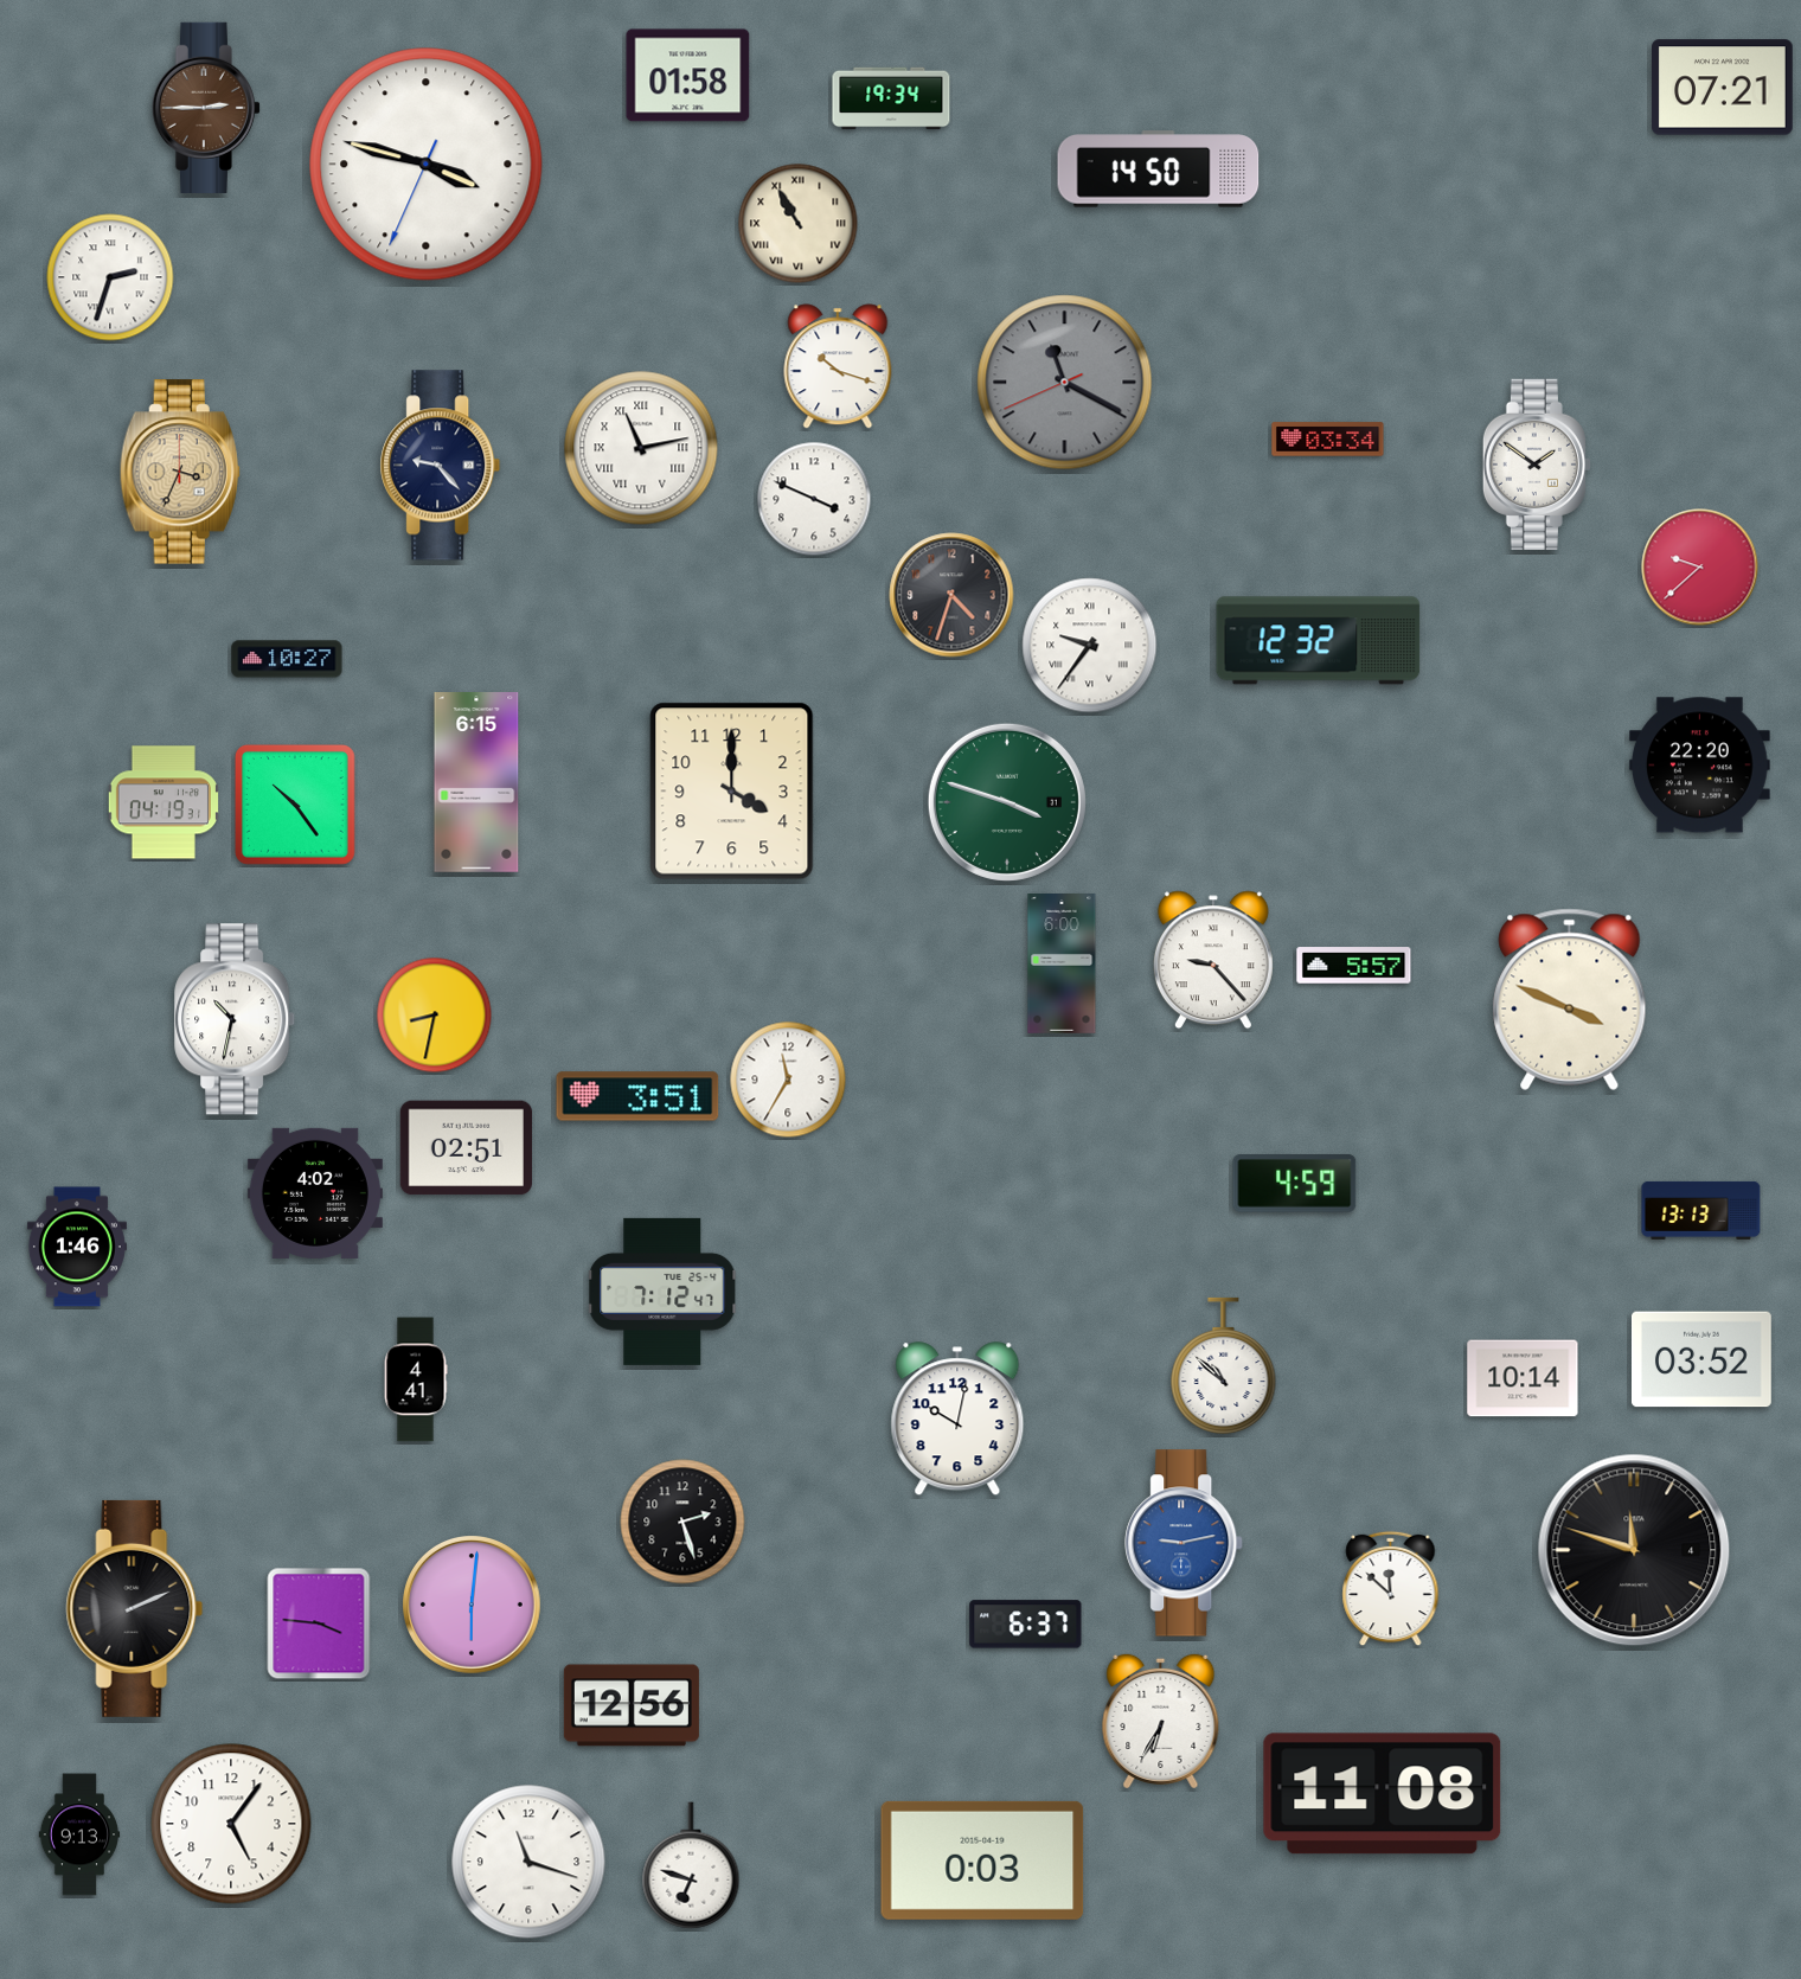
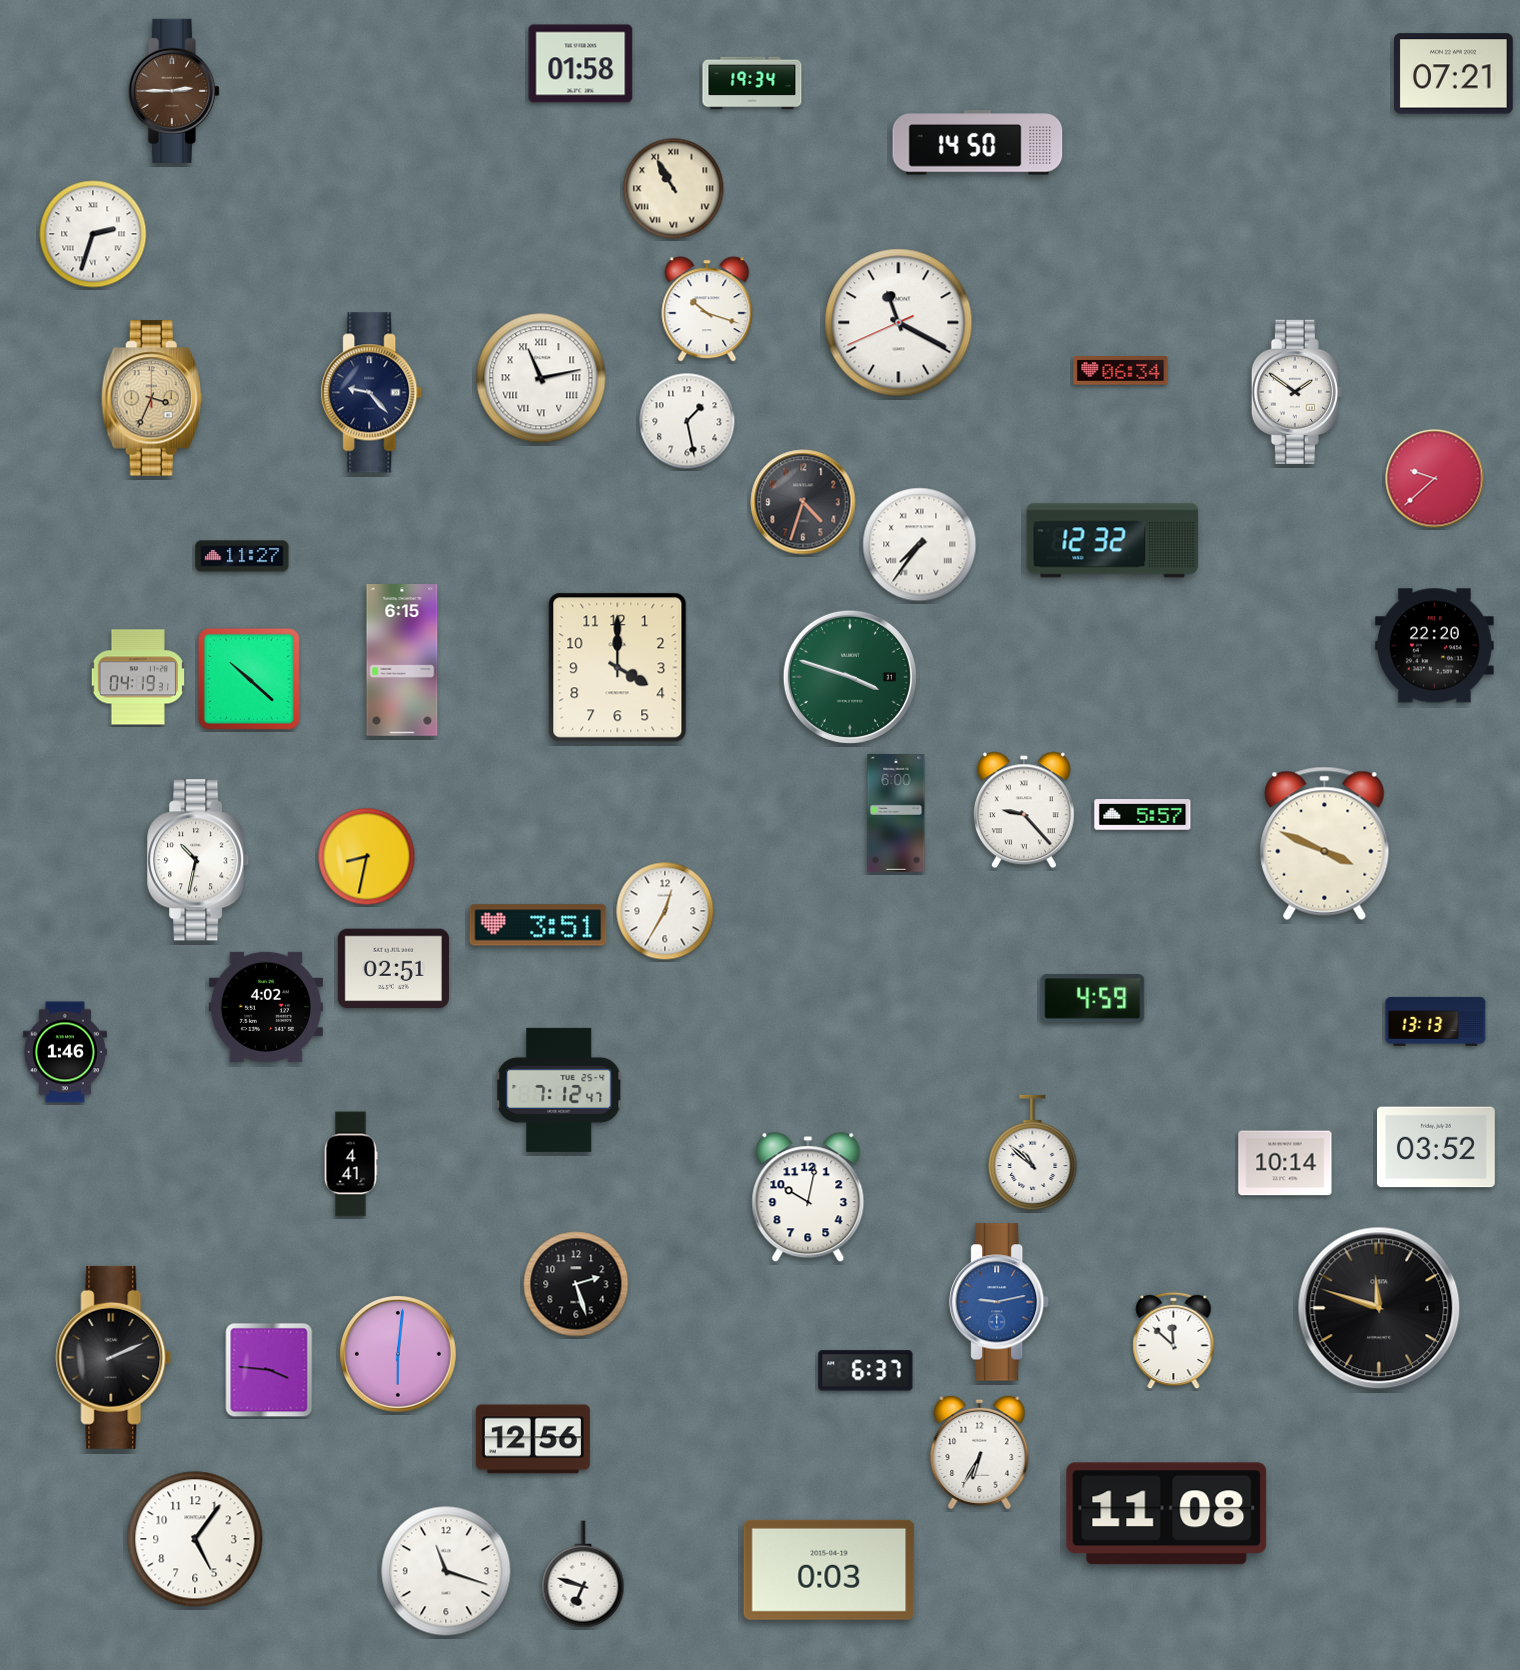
clock at (427, 165): 3:47 -> none
clock at (1065, 383) dial: grey -> white
clock at (1328, 440): 03:34 -> 06:34
clock at (814, 499): 3:49 -> 1:28
clock at (1090, 646): 9:36 -> 7:36
clock at (287, 659): 10:27 -> 11:27
clock at (295, 805): 10:24 -> 10:22
clock at (788, 1080): 11:35 -> 12:35
clock at (79, 1834): 9:13 -> none
